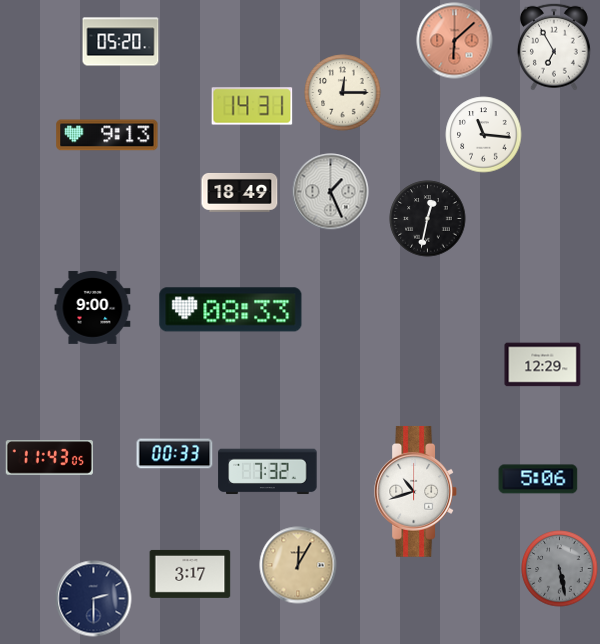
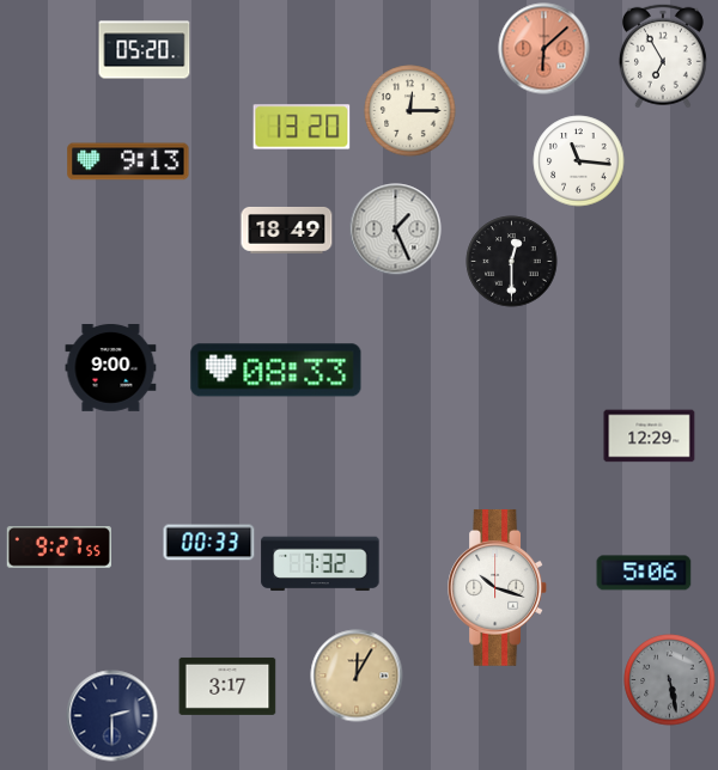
clock at (252, 106): 14:31 -> 13:20
clock at (428, 219): 12:32 -> 12:30
clock at (49, 458): 11:43 -> 9:27
clock at (415, 492): 10:42 -> 10:18
